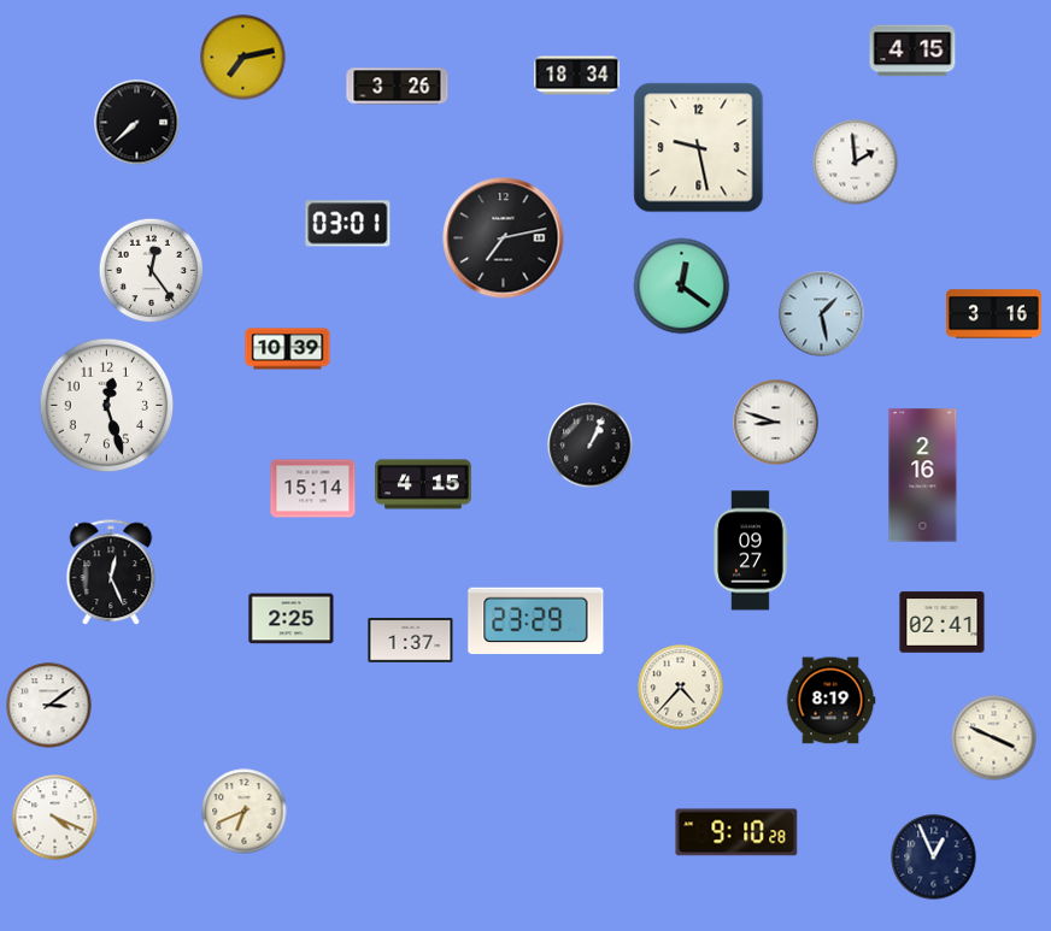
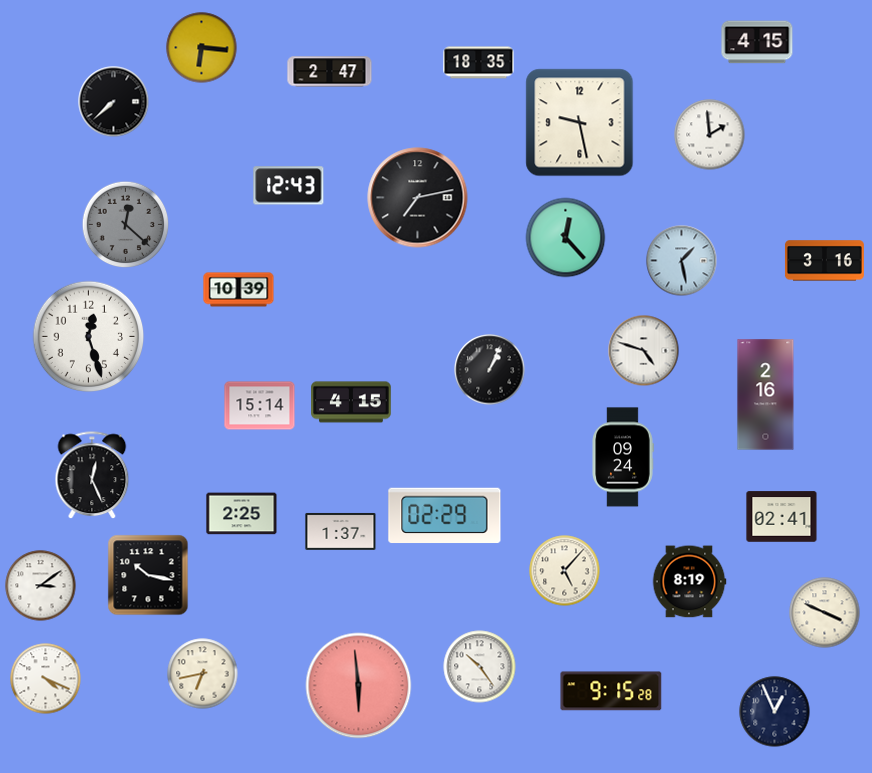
clock at (243, 58): 7:13 -> 6:16
clock at (577, 76): 18:34 -> 18:35
clock at (398, 87): 3:26 -> 2:47
clock at (348, 224): 03:01 -> 12:43
clock at (152, 271): 12:24 -> 12:22
clock at (152, 271) dial: white -> grey
clock at (682, 287): 12:21 -> 12:23
clock at (776, 423): 8:48 -> 4:48
clock at (751, 550): 09:27 -> 09:24
clock at (536, 621): 23:29 -> 02:29
clock at (681, 688): 4:37 -> 5:07
clock at (148, 575): none -> 10:17
clock at (480, 667): none -> 10:24
clock at (245, 812): 6:41 -> 6:43
clock at (359, 686): none -> 5:59
clock at (736, 832): 9:10 -> 9:15
